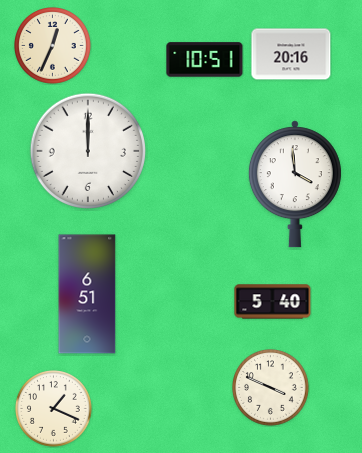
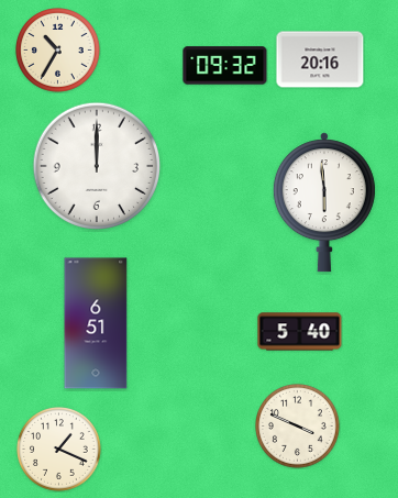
clock at (53, 46): 12:34 -> 10:35
clock at (205, 60): 10:51 -> 09:32
clock at (295, 184): 3:59 -> 5:59
